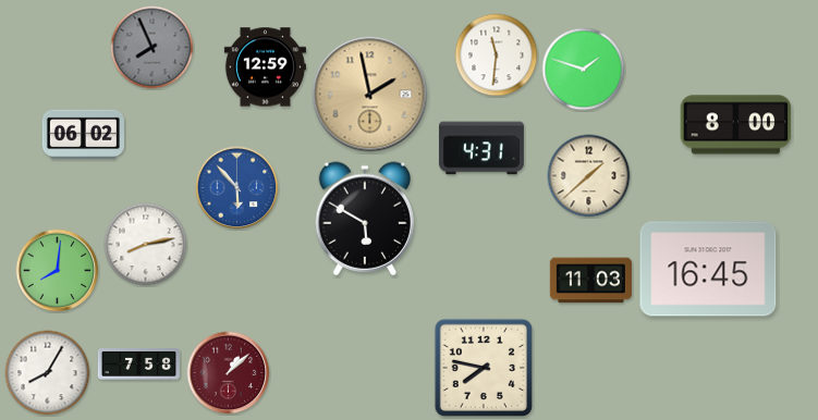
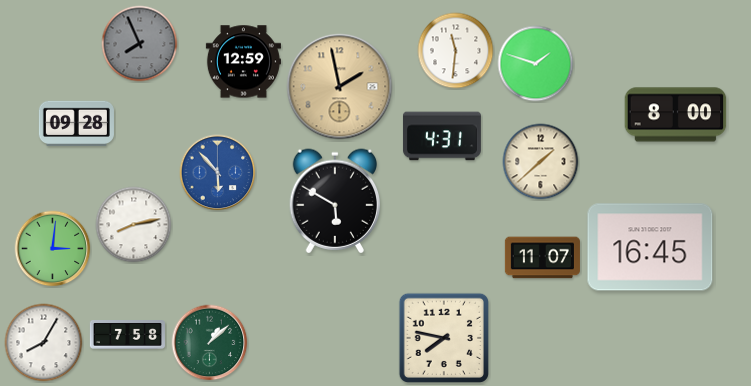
clock at (83, 134): 06:02 -> 09:28
clock at (58, 271): 8:01 -> 3:01
clock at (590, 281): 11:03 -> 11:07
clock at (229, 373) dial: burgundy -> green
